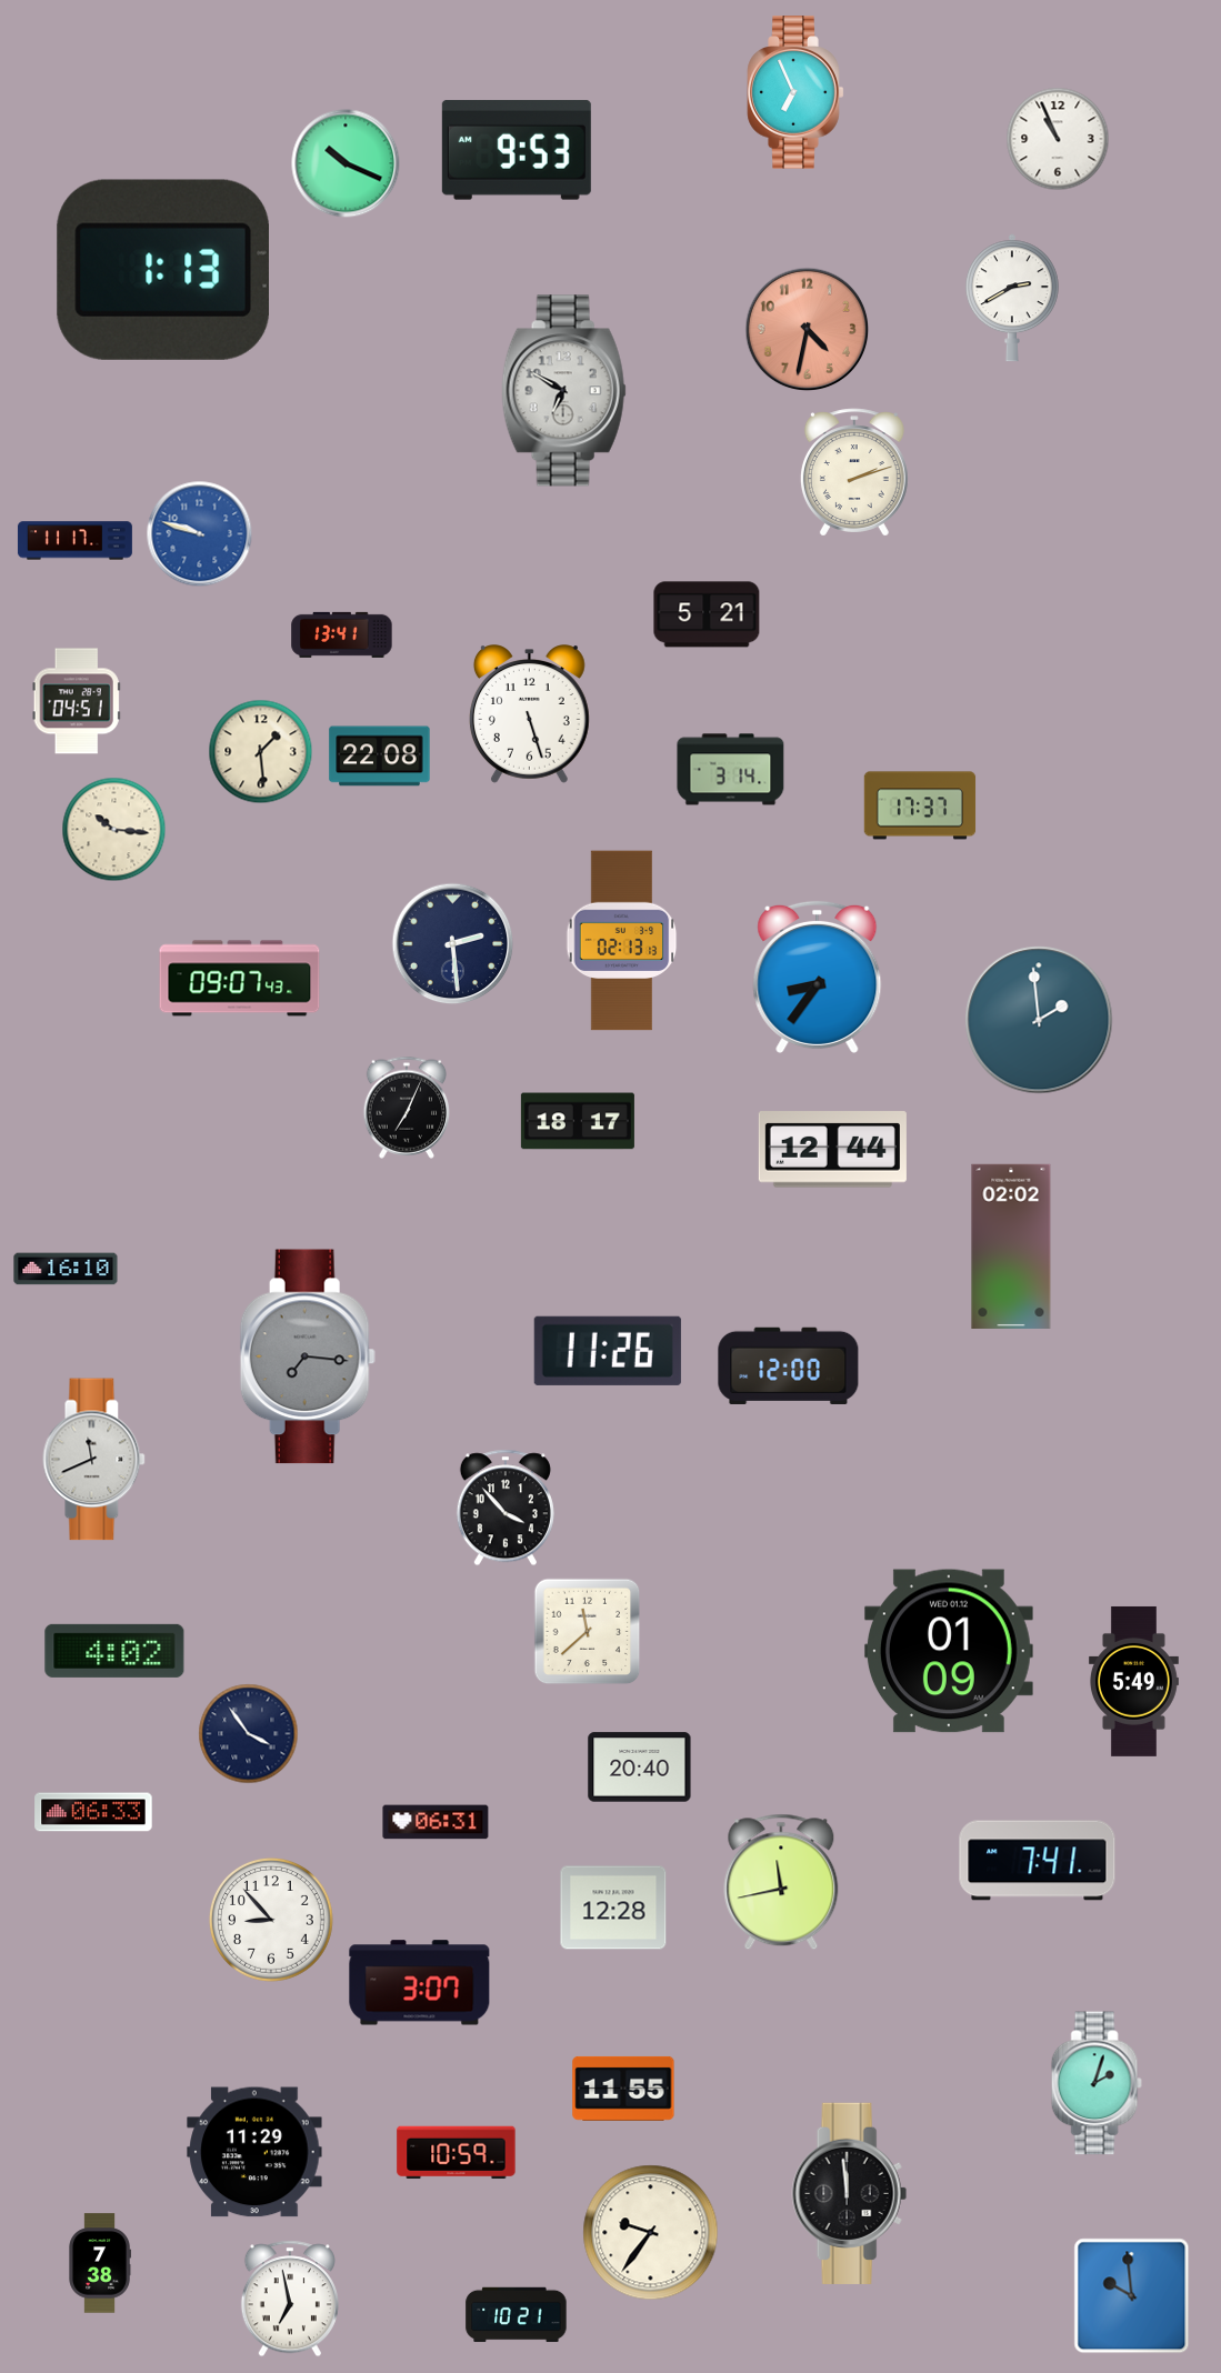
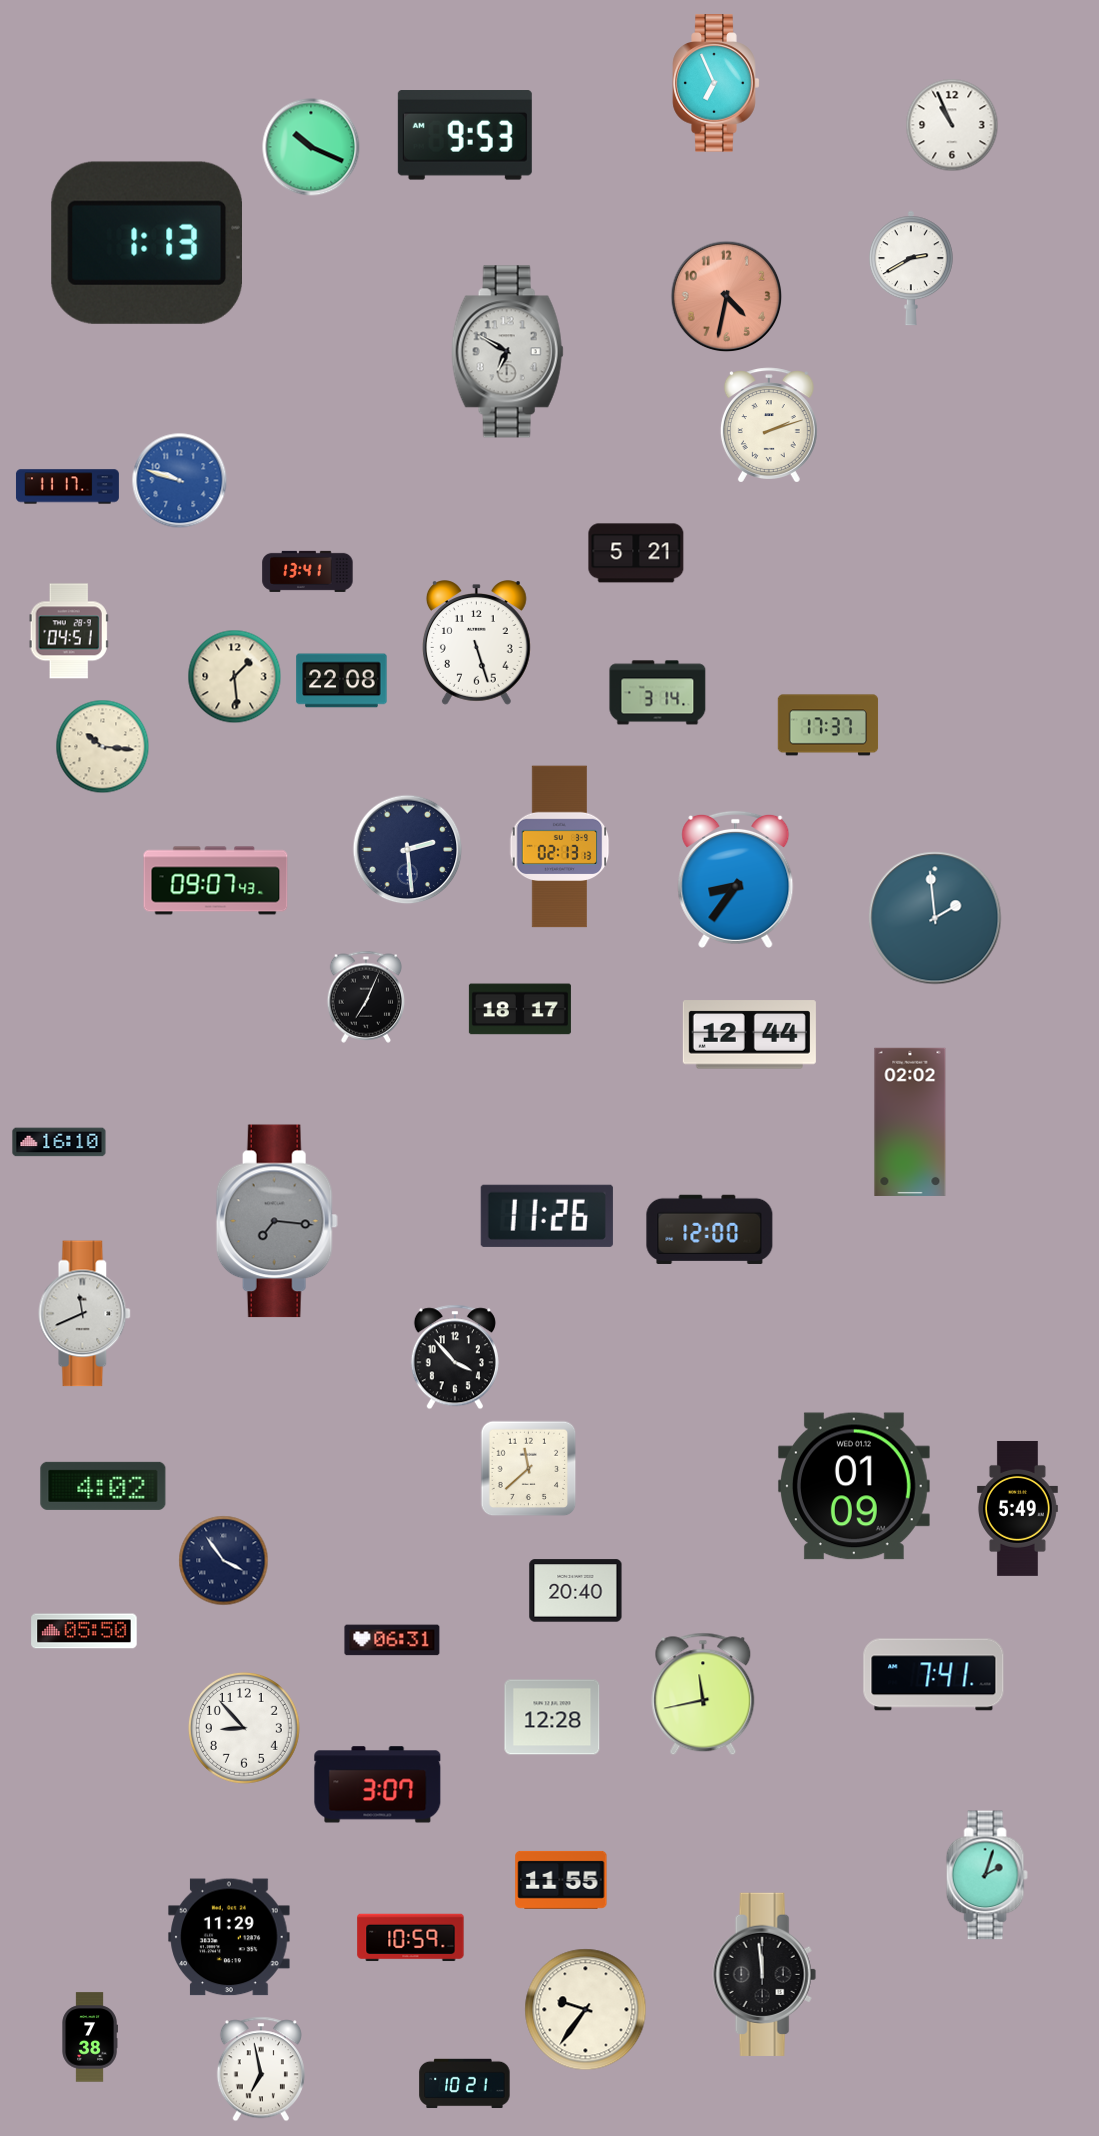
clock at (1133, 1681) position: (1133, 1681) -> (1017, 1508)
clock at (93, 1812): 06:33 -> 05:50
clock at (1132, 2296): 9:59 -> none
